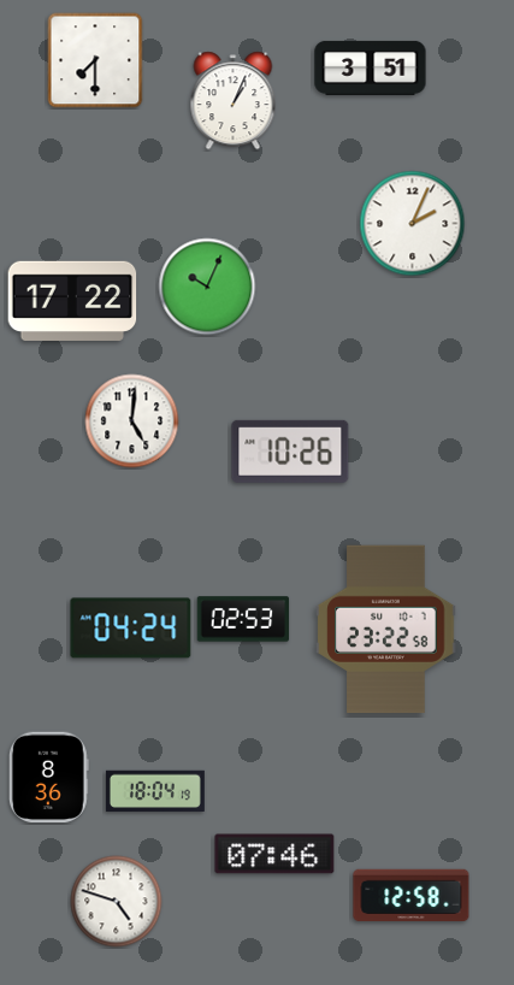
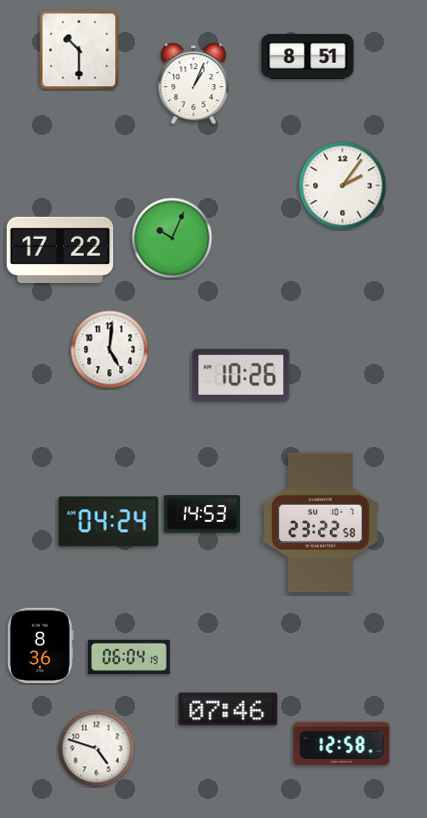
clock at (95, 60): 7:30 -> 10:30
clock at (371, 67): 3:51 -> 8:51
clock at (413, 224): 2:04 -> 2:06
clock at (243, 619): 02:53 -> 14:53
clock at (155, 790): 18:04 -> 06:04
